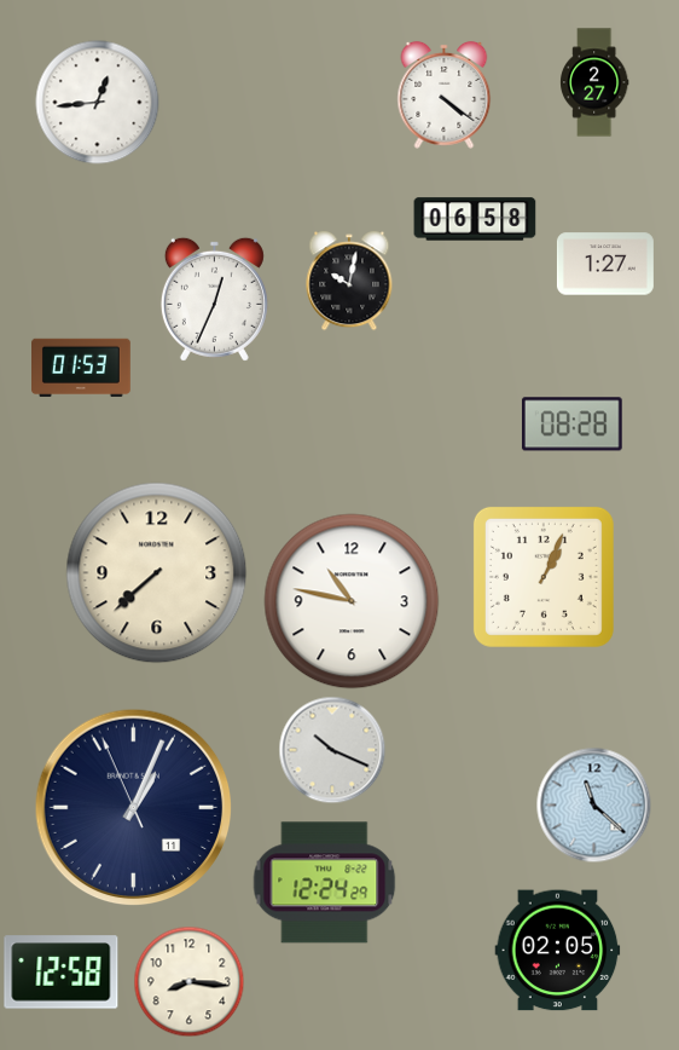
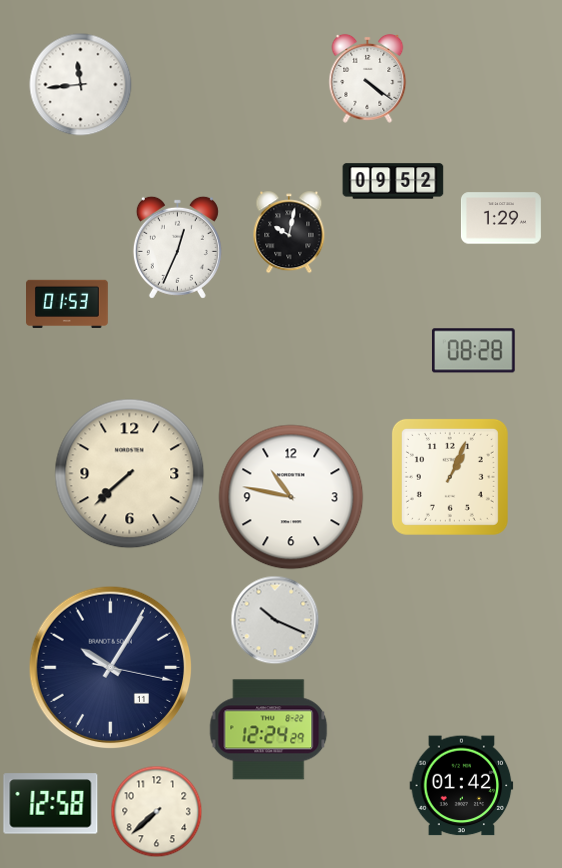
clock at (594, 82): 2:27 -> none
clock at (98, 103): 12:44 -> 11:44
clock at (475, 219): 06:58 -> 09:52
clock at (605, 264): 1:27 -> 1:29
clock at (594, 806): 11:22 -> none
clock at (134, 808): 1:03 -> 10:05
clock at (558, 951): 02:05 -> 01:42
clock at (190, 982): 8:16 -> 7:38
